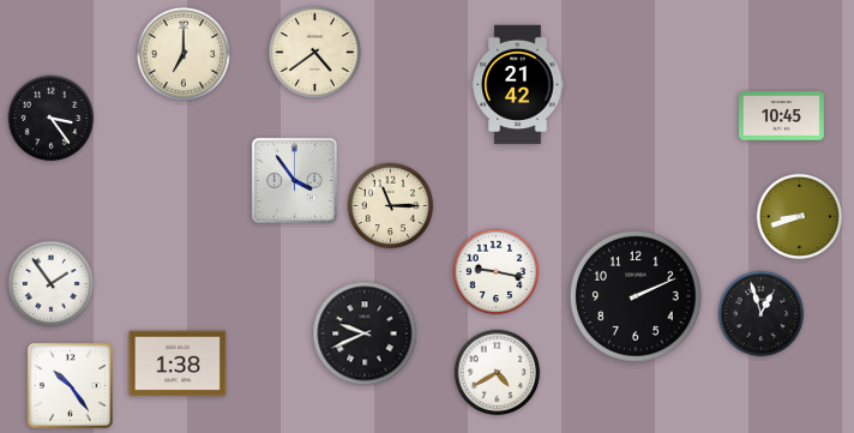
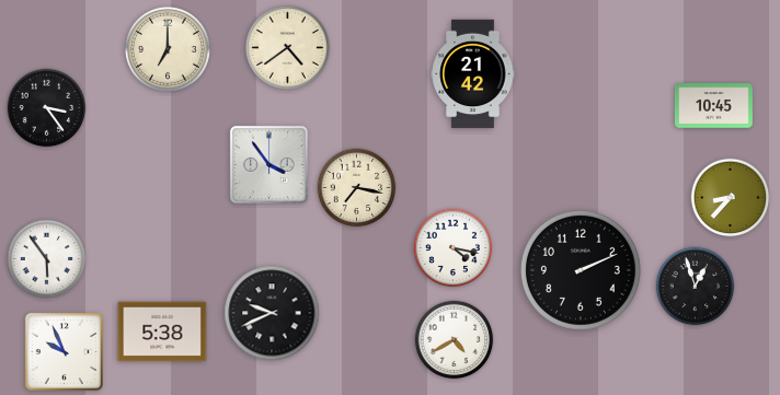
clock at (518, 85) position: (518, 85) -> (473, 74)
clock at (391, 206): 11:15 -> 7:17
clock at (800, 217): 8:42 -> 8:37
clock at (497, 272): 9:17 -> 4:17
clock at (52, 284): 1:54 -> 5:54
clock at (365, 333) position: (365, 333) -> (272, 313)
clock at (178, 363): 1:38 -> 5:38
clock at (70, 385): 10:24 -> 9:56
